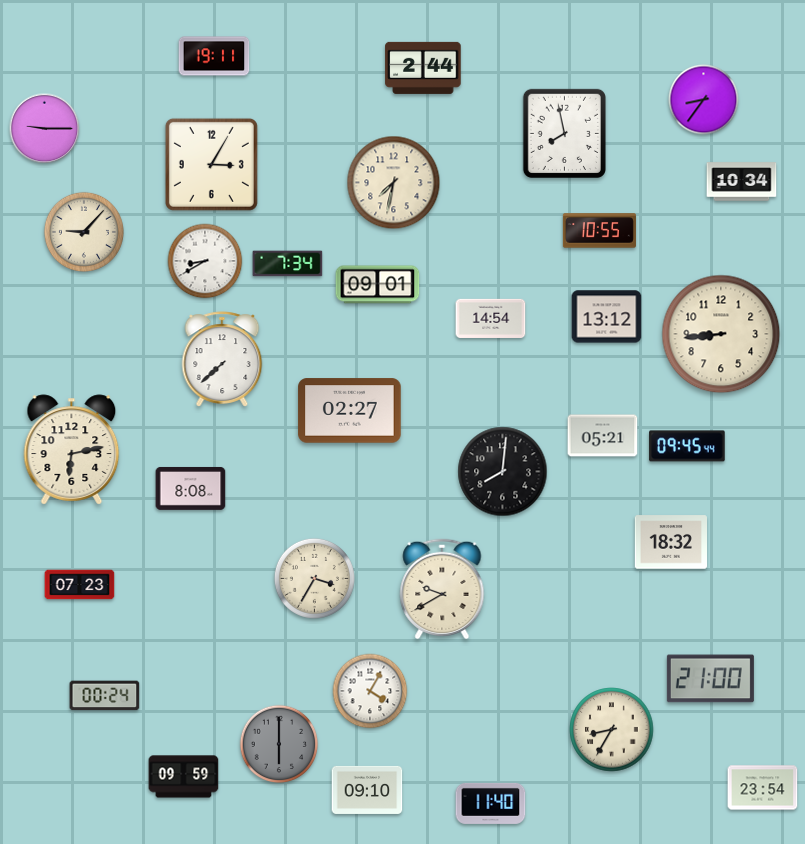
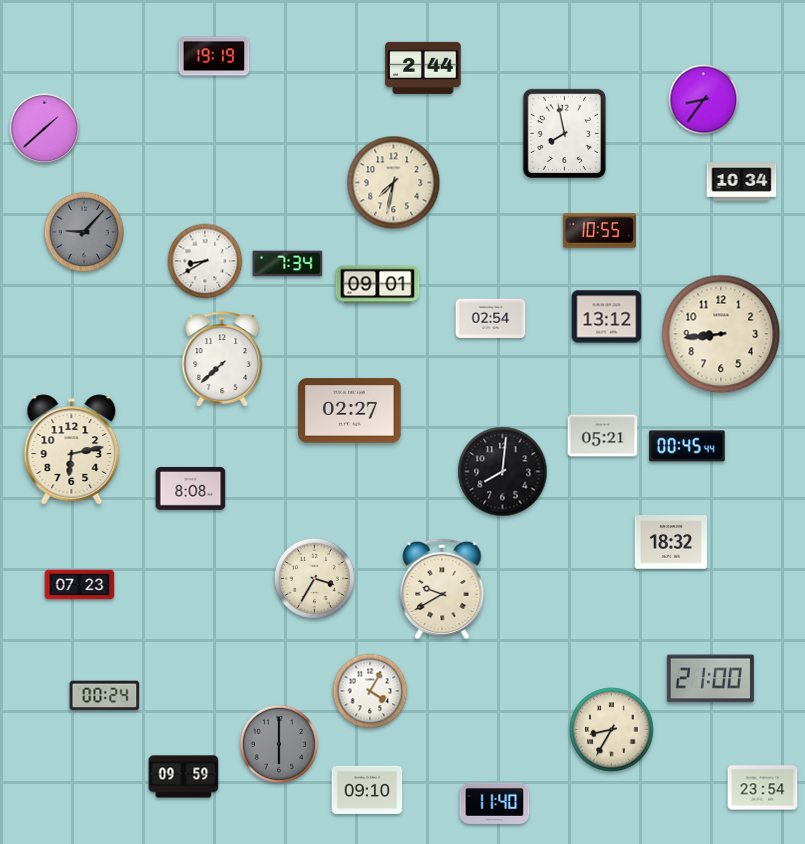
clock at (214, 56): 19:11 -> 19:19
clock at (45, 129): 9:15 -> 1:38
clock at (211, 164): 3:05 -> none
clock at (84, 232) dial: cream -> grey
clock at (491, 318): 14:54 -> 02:54
clock at (687, 446): 09:45 -> 00:45
clock at (491, 803) position: (491, 803) -> (495, 803)
